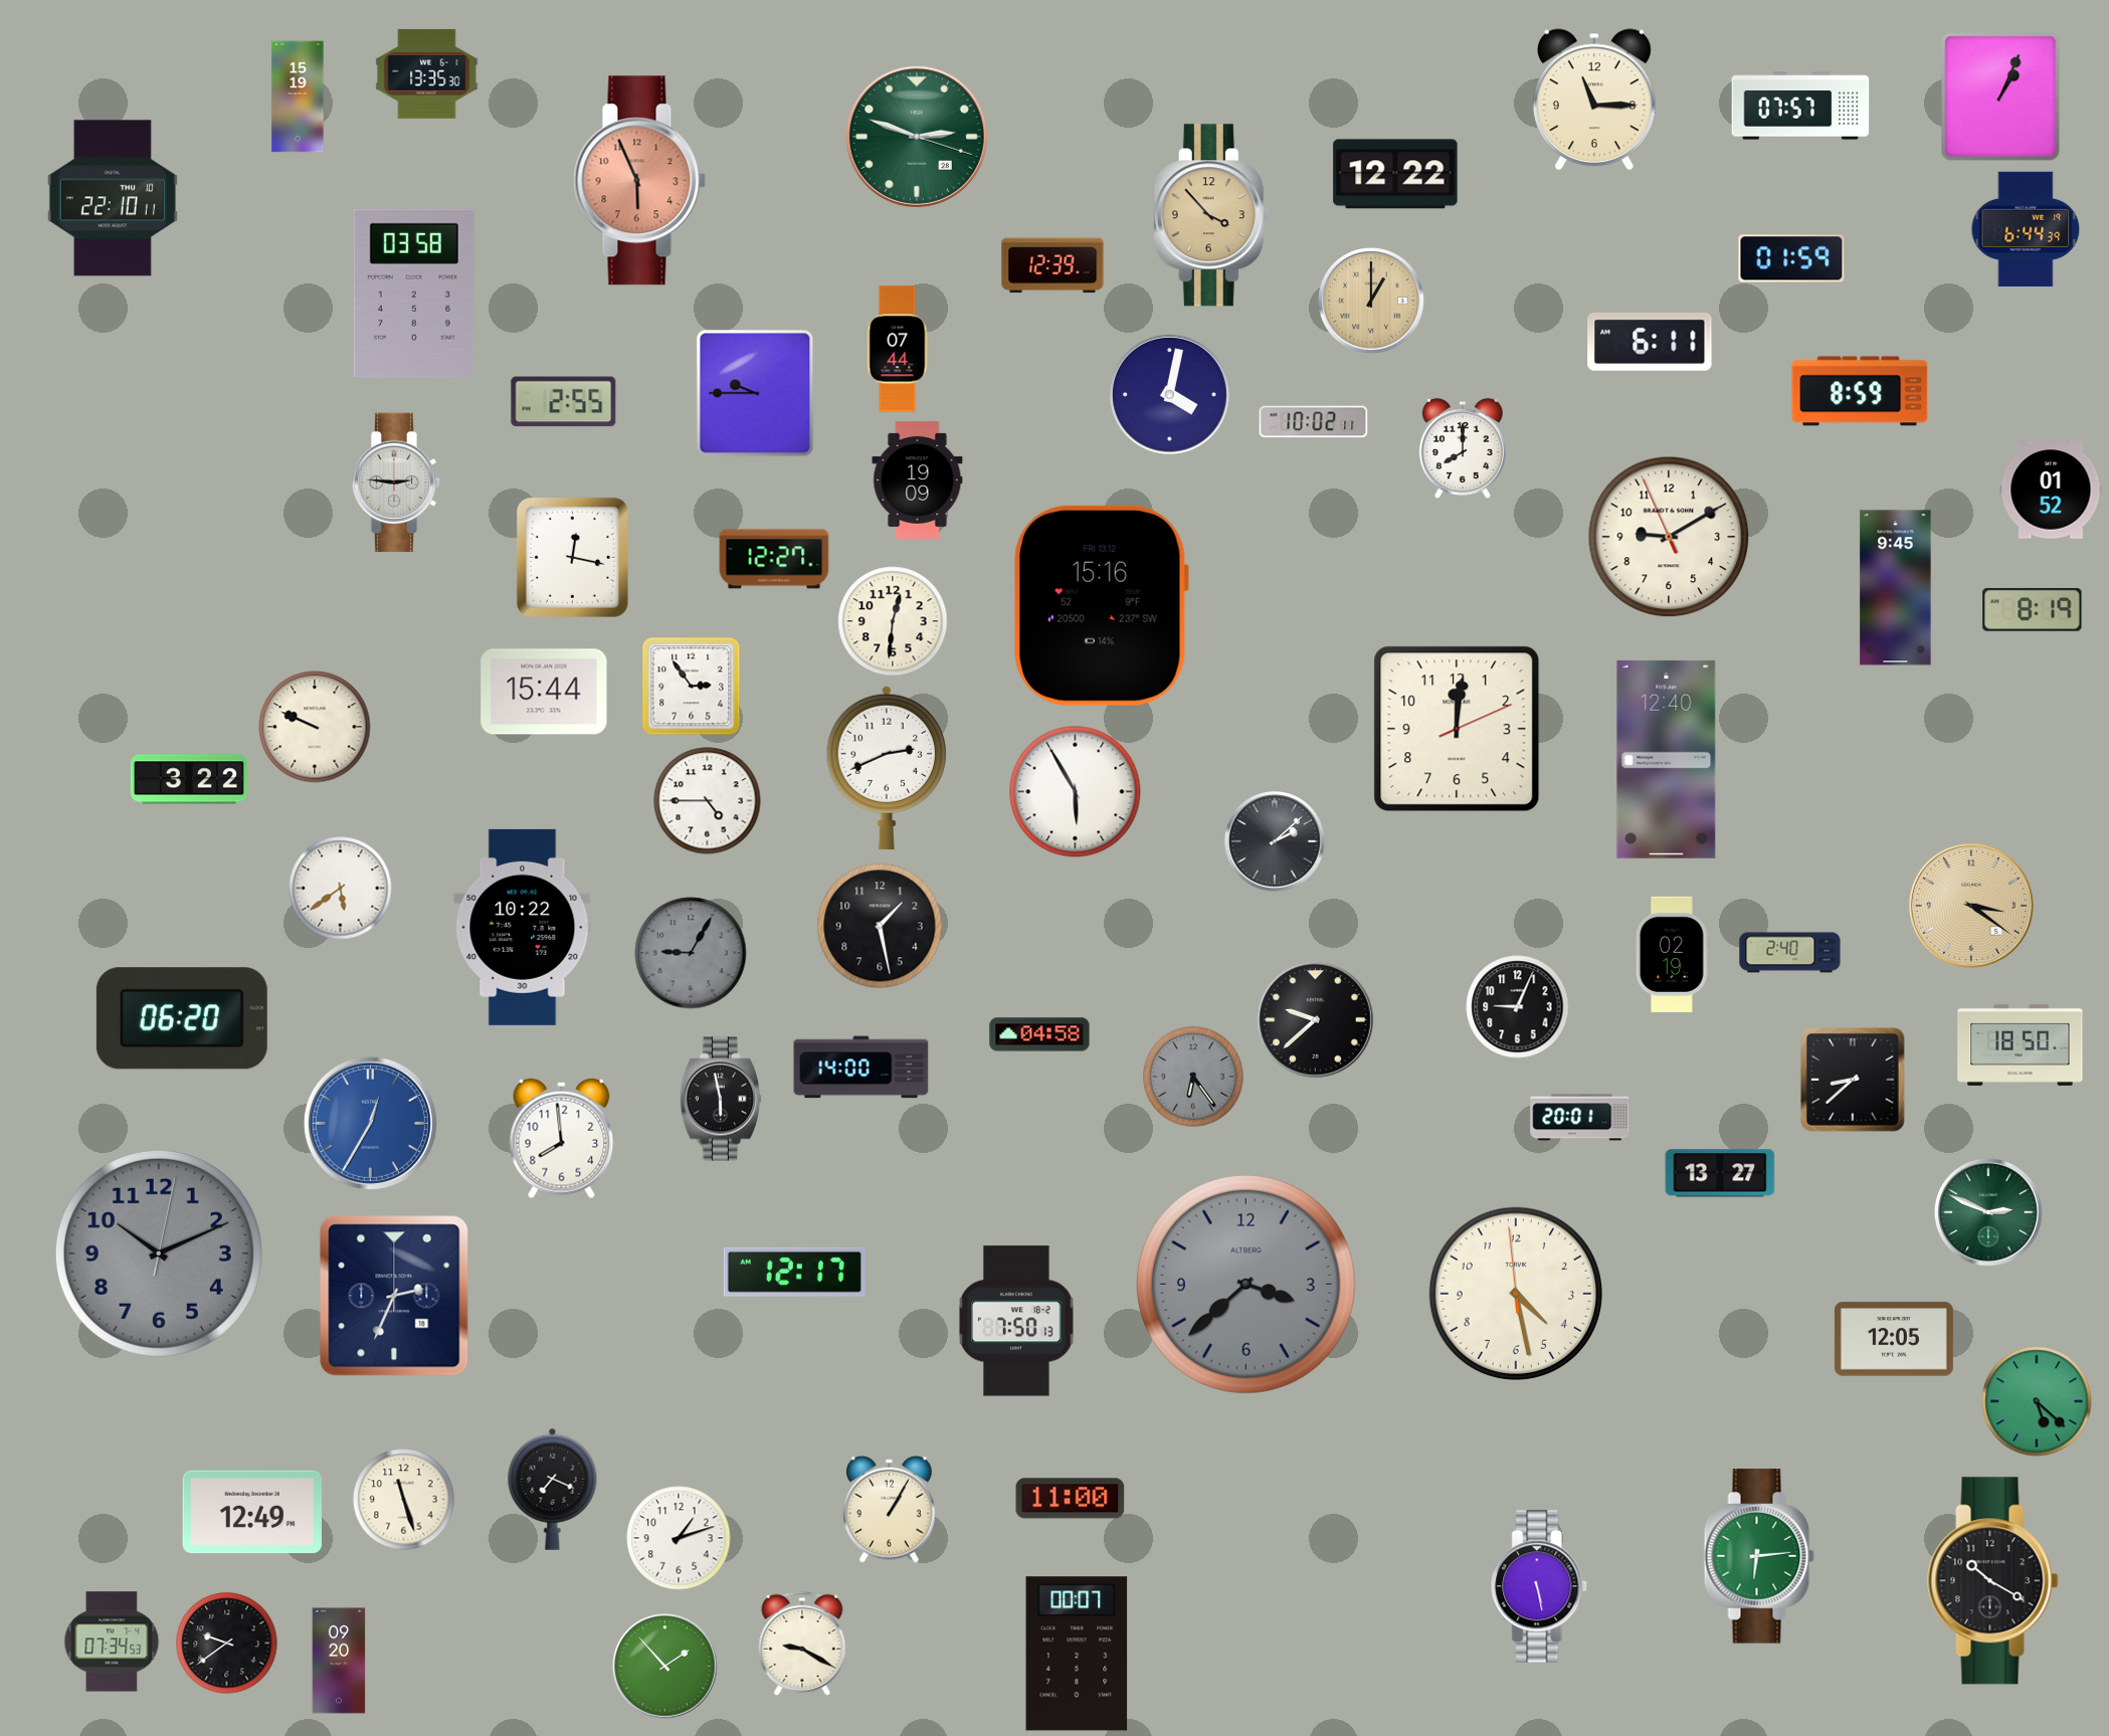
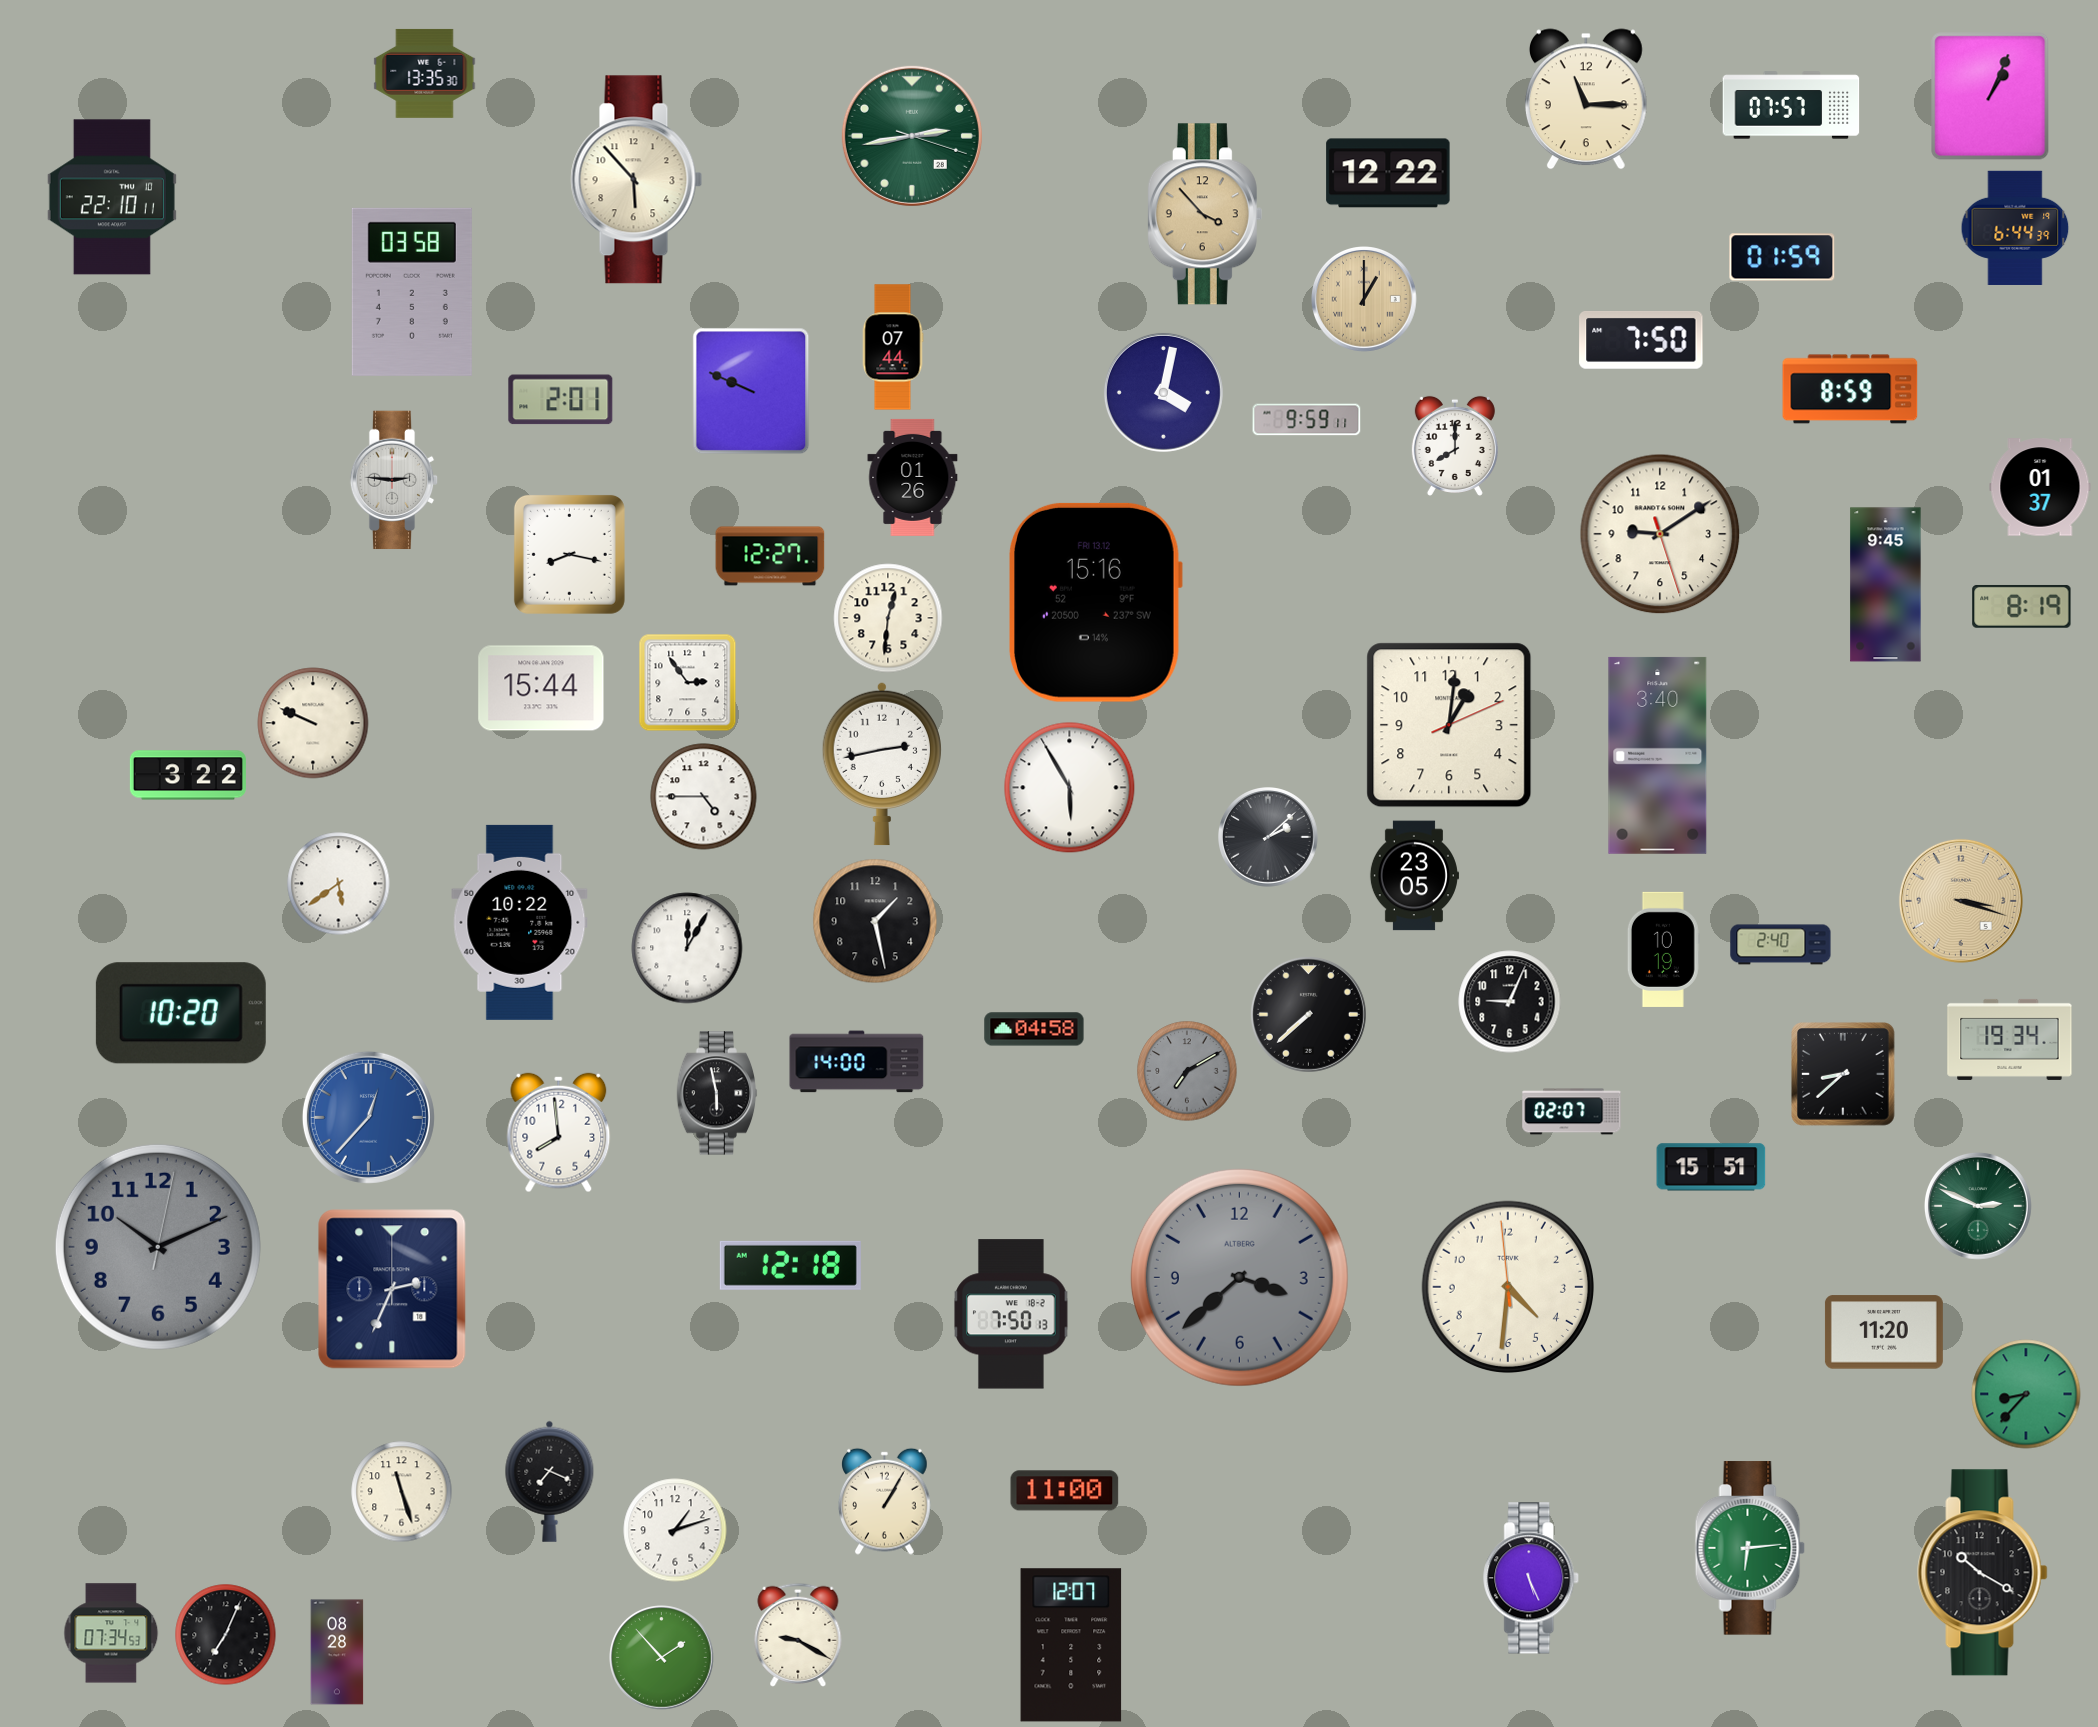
clock at (298, 97): 15:19 -> none
clock at (917, 137): 2:48 -> 2:43
clock at (640, 181): 5:56 -> 5:53
clock at (640, 181) dial: salmon -> cream
clock at (1052, 265): 12:39 -> none
clock at (1650, 342): 6:11 -> 7:50
clock at (755, 393): 9:45 -> 9:49
clock at (564, 402): 2:55 -> 2:01
clock at (1314, 422): 10:02 -> 9:59
clock at (918, 479): 19:09 -> 01:26
clock at (2051, 490): 01:52 -> 01:37
clock at (1669, 537): 9:09:56 -> 9:09:27
clock at (572, 557): 12:17 -> 8:17
clock at (1457, 729): 12:01 -> 1:01
clock at (1667, 759): 12:40 -> 3:40
clock at (887, 768): 2:41 -> 2:43
clock at (1413, 876): none -> 23:05
clock at (1971, 906): 3:21 -> 3:18
clock at (691, 953): 9:05 -> 12:05
clock at (691, 953) dial: grey -> white
clock at (1790, 953) position: (1790, 953) -> (1781, 945)
clock at (1672, 954): 02:19 -> 10:19
clock at (182, 1018): 06:20 -> 10:20
clock at (1315, 1019): 9:38 -> 7:38
clock at (2021, 1044): 18:50 -> 19:34
clock at (1193, 1077): 6:24 -> 7:10
clock at (1580, 1118): 20:01 -> 02:07
clock at (370, 1123): 12:35 -> 12:37
clock at (1720, 1173): 13:27 -> 15:51
clock at (794, 1272): 12:17 -> 12:18
clock at (1516, 1294): 4:27 -> 4:30
clock at (1894, 1339): 12:05 -> 11:20
clock at (2037, 1401): 5:22 -> 8:37
clock at (251, 1512): 12:49 -> none
clock at (1540, 1586): 5:28 -> 5:26
clock at (227, 1644): 9:39 -> 7:04
clock at (1077, 1654): 00:07 -> 12:07
clock at (339, 1661): 09:20 -> 08:28
